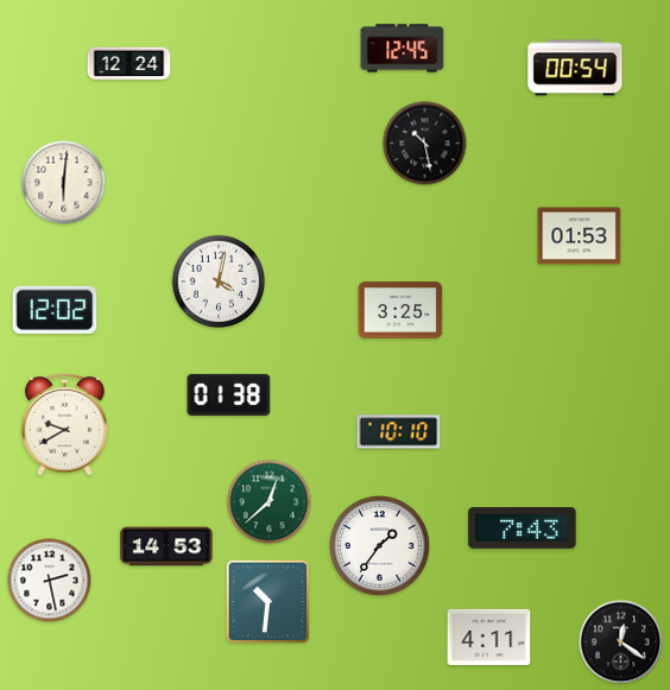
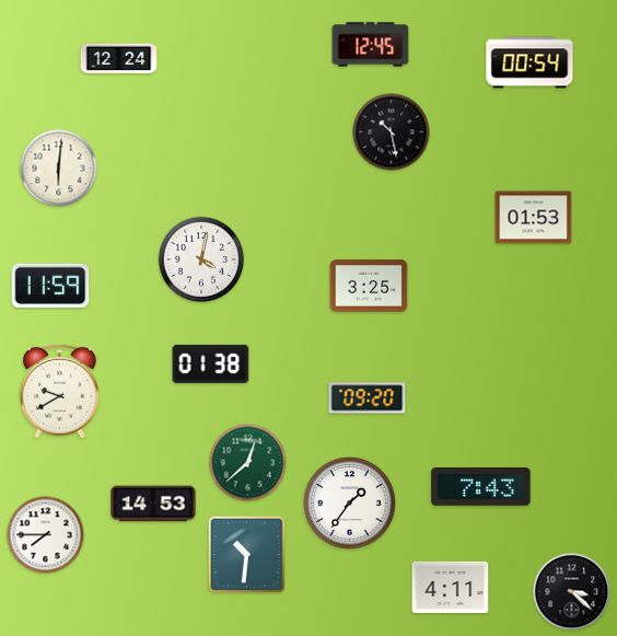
clock at (55, 310): 12:02 -> 11:59
clock at (399, 432): 10:10 -> 09:20
clock at (50, 581): 2:28 -> 7:45
clock at (621, 642): 12:21 -> 3:22
